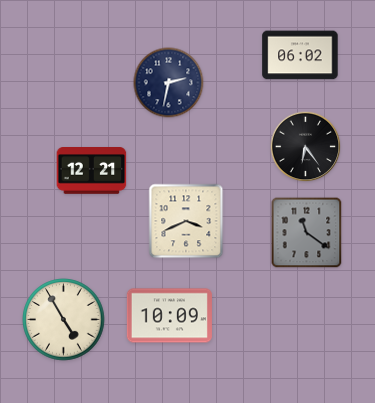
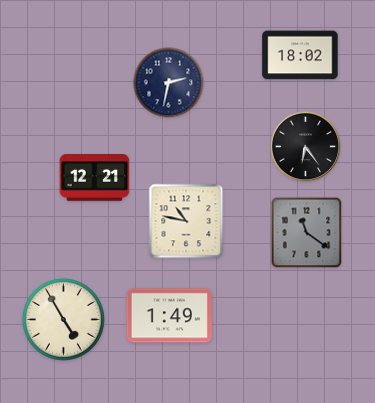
clock at (300, 55): 06:02 -> 18:02
clock at (92, 171) position: (92, 171) -> (95, 178)
clock at (186, 221): 3:41 -> 10:47
clock at (169, 316): 10:09 -> 1:49
